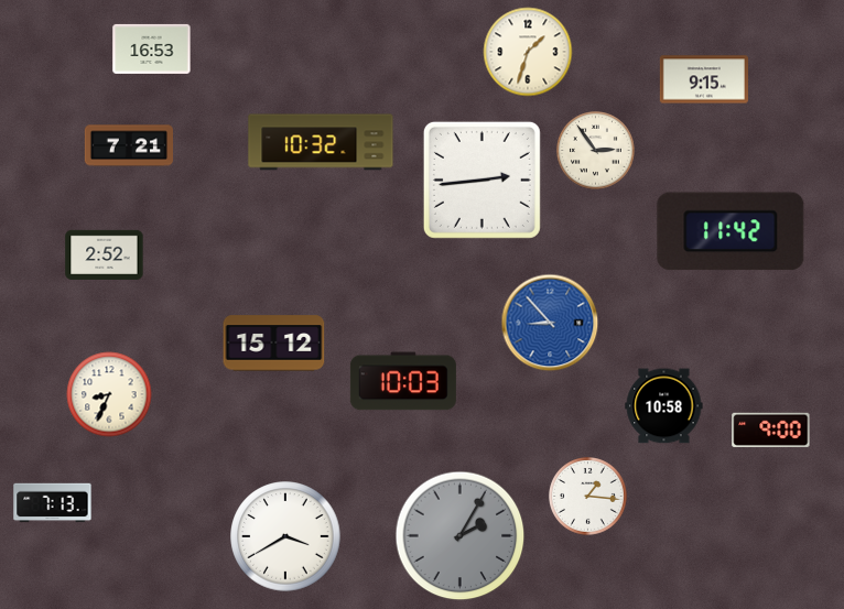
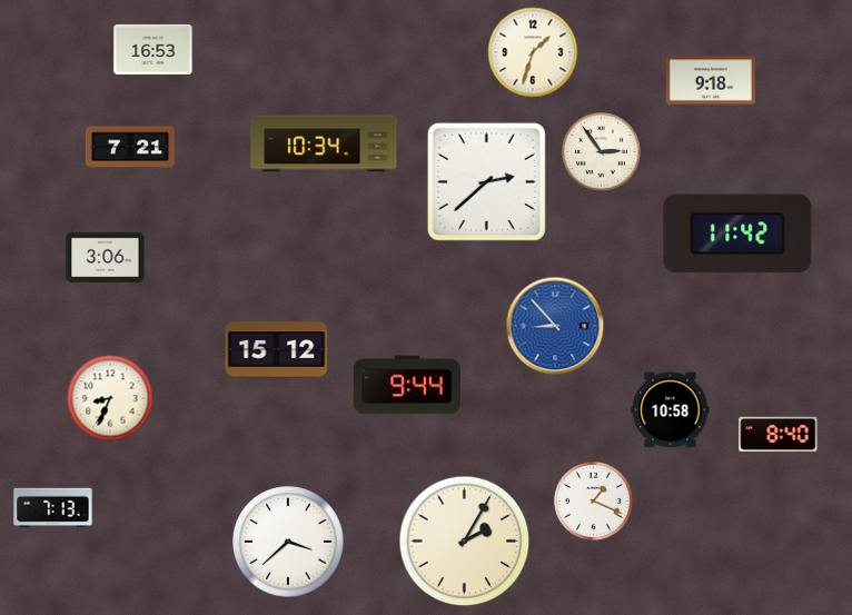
clock at (704, 79): 9:15 -> 9:18
clock at (321, 142): 10:32 -> 10:34
clock at (481, 180): 2:44 -> 2:38
clock at (105, 254): 2:52 -> 3:06
clock at (274, 344) position: (274, 344) -> (277, 350)
clock at (403, 381): 10:03 -> 9:44
clock at (771, 429): 9:00 -> 8:40
clock at (588, 497): 1:16 -> 1:19
clock at (285, 536): 3:40 -> 3:38
clock at (461, 536) dial: grey -> cream
